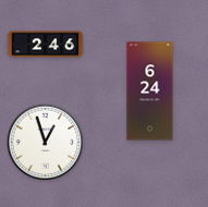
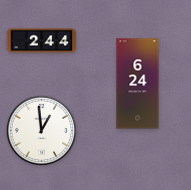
clock at (46, 45): 2:46 -> 2:44
clock at (46, 143): 12:57 -> 12:59
